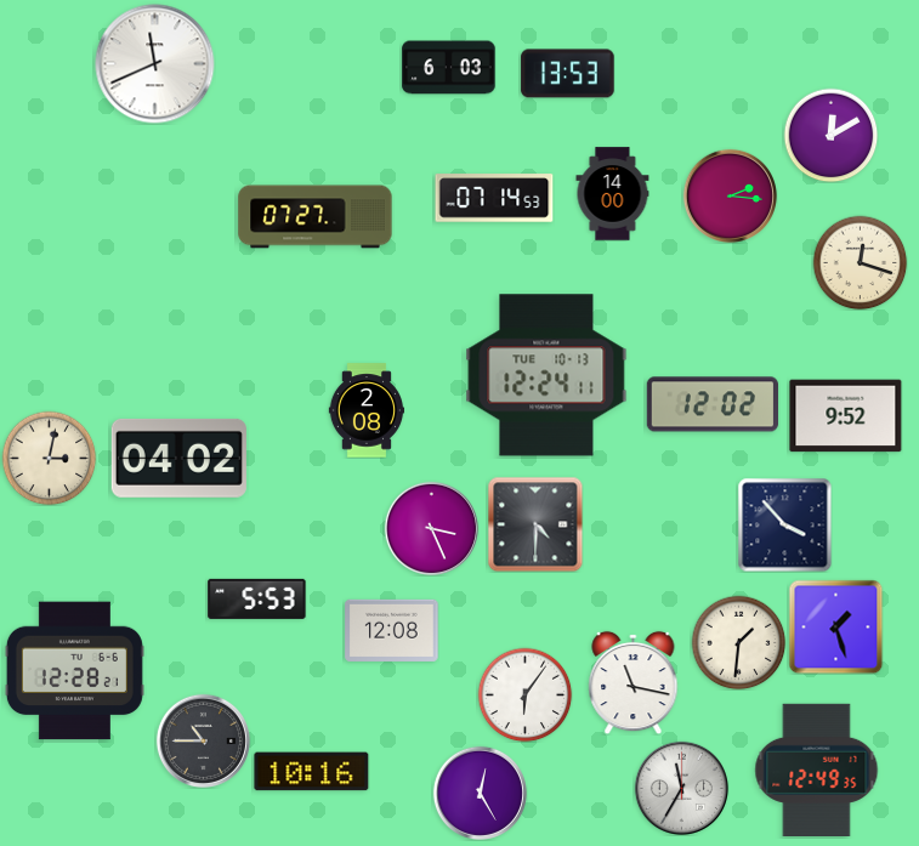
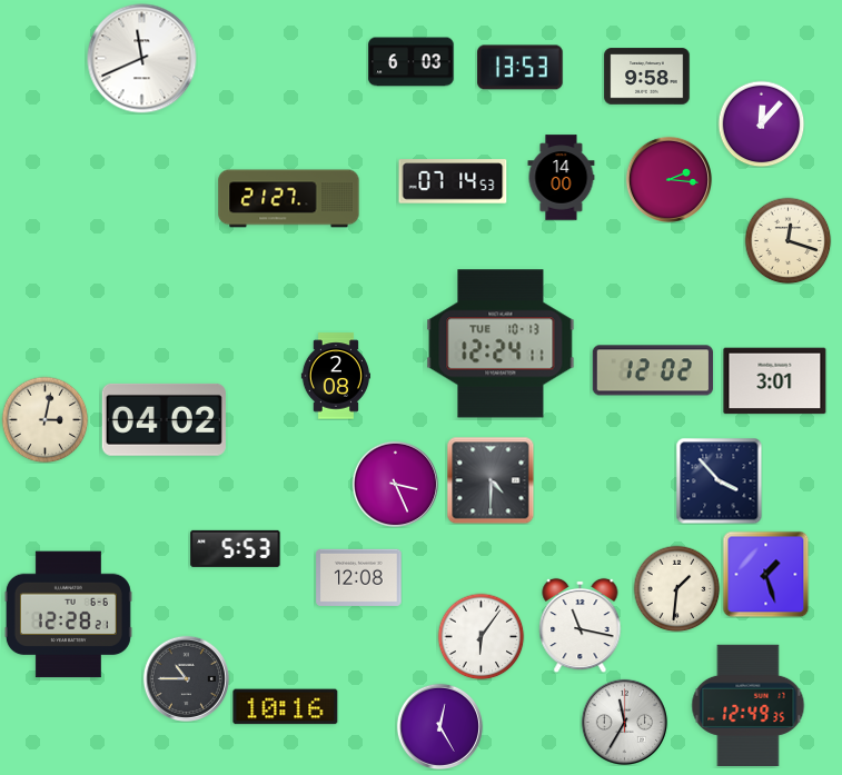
clock at (647, 77): none -> 9:58
clock at (830, 135): 12:10 -> 12:07
clock at (316, 217): 07:27 -> 21:27
clock at (846, 416): 9:52 -> 3:01
